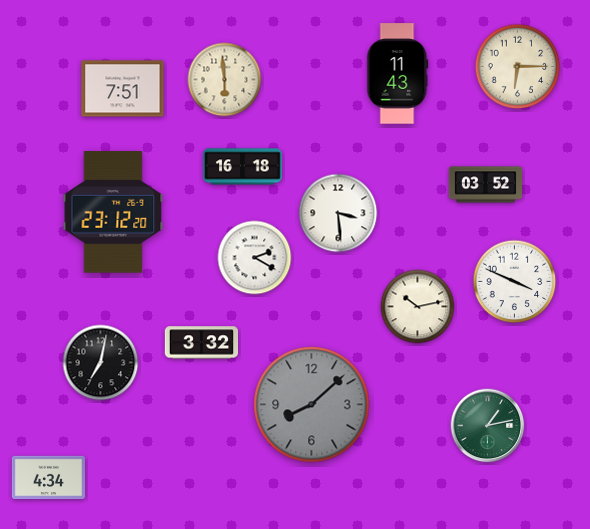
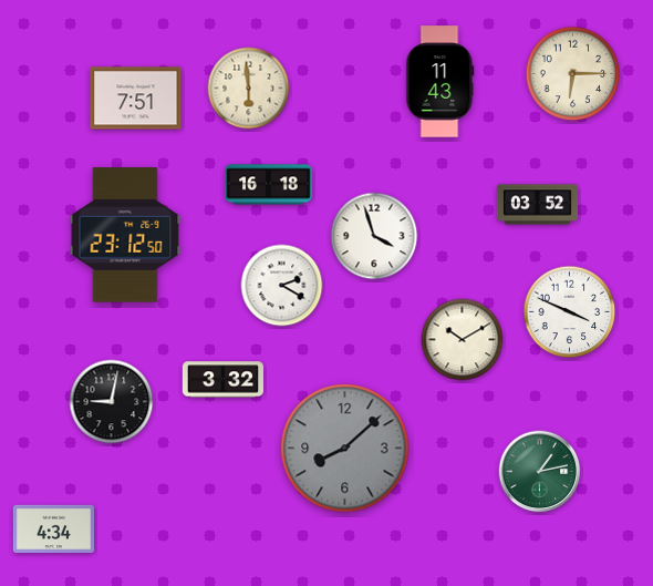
clock at (113, 212): 23:12:20 -> 23:12:50
clock at (338, 213): 3:29 -> 3:57
clock at (418, 307): 10:13 -> 10:10
clock at (101, 363): 7:02 -> 9:02
